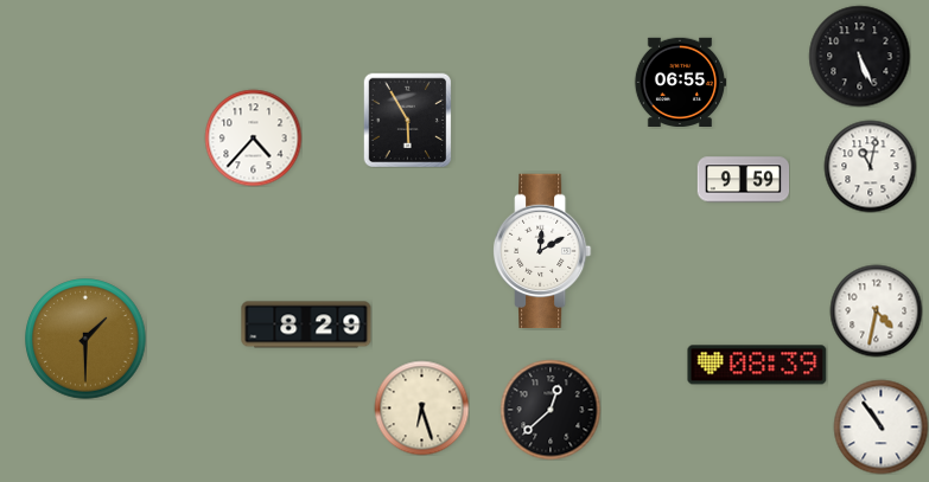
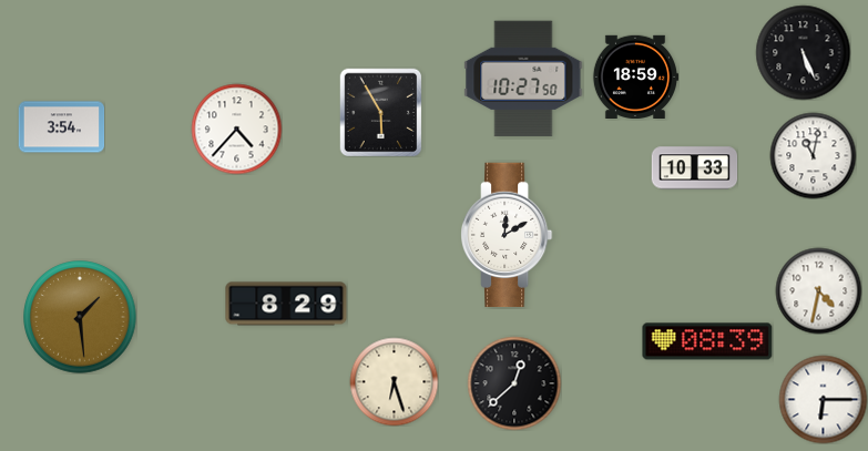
clock at (680, 82): 06:55 -> 18:59
clock at (523, 79): none -> 10:27
clock at (61, 127): none -> 3:54
clock at (743, 180): 9:59 -> 10:33
clock at (85, 339): 1:30 -> 1:29
clock at (880, 426): 10:54 -> 6:15
